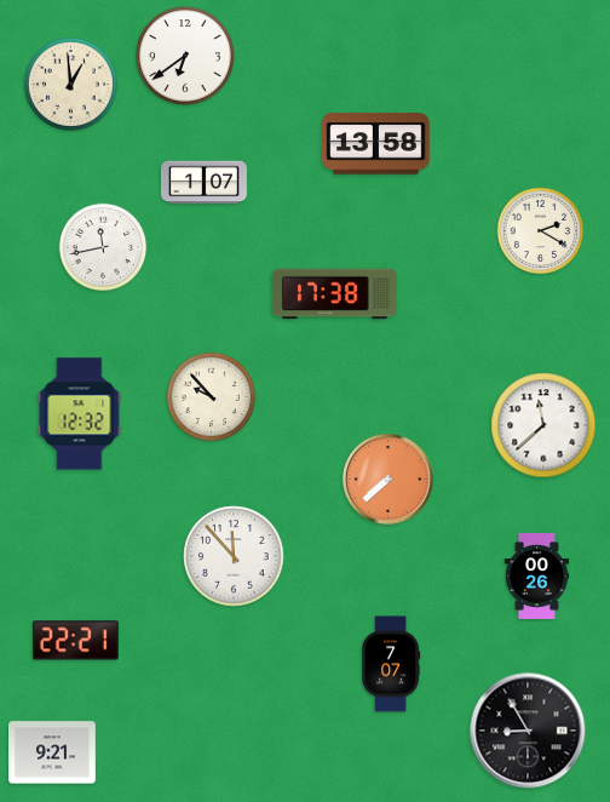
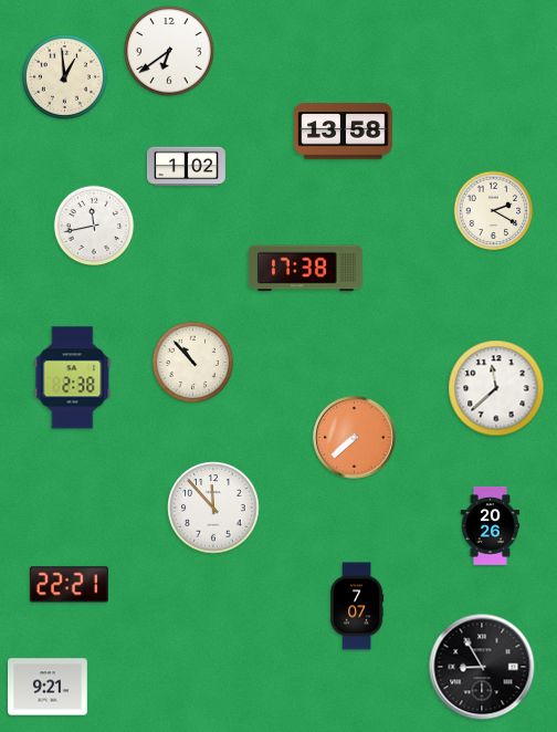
clock at (203, 183): 1:07 -> 1:02
clock at (212, 397): 9:53 -> 10:53
clock at (80, 414): 12:32 -> 2:38
clock at (537, 575): 00:26 -> 20:26
